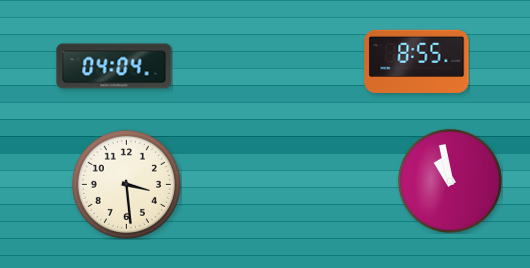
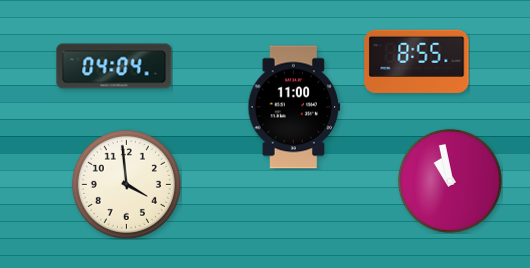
clock at (294, 107): none -> 11:00
clock at (126, 184): 3:29 -> 3:59
